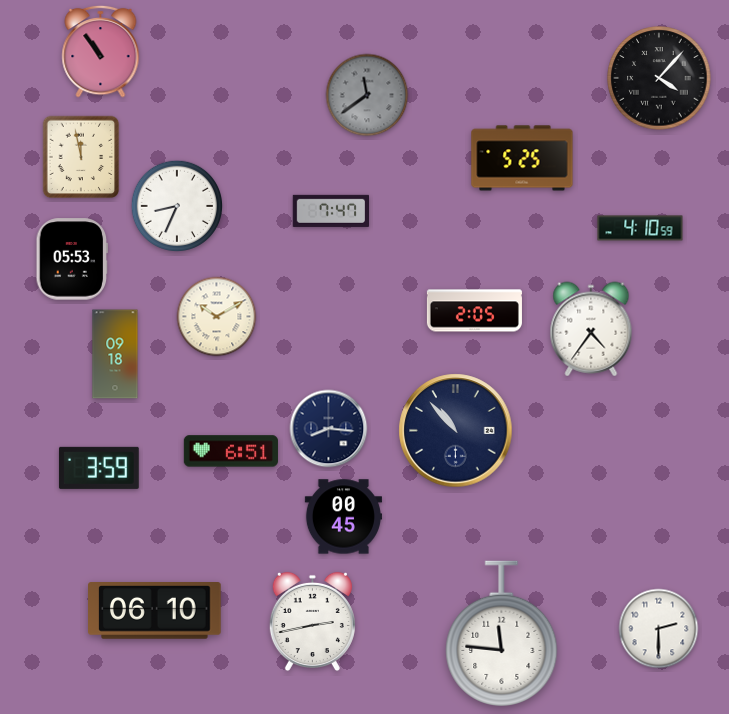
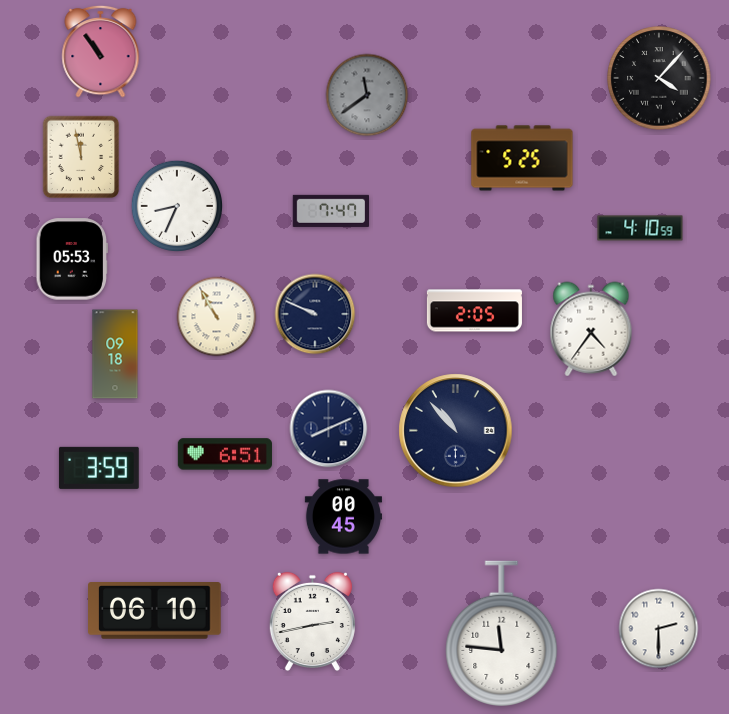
clock at (315, 314): none -> 9:49
clock at (217, 317): 10:10 -> 10:55
clock at (329, 429): 8:16 -> 8:11
clock at (231, 451) position: (231, 451) -> (225, 454)
